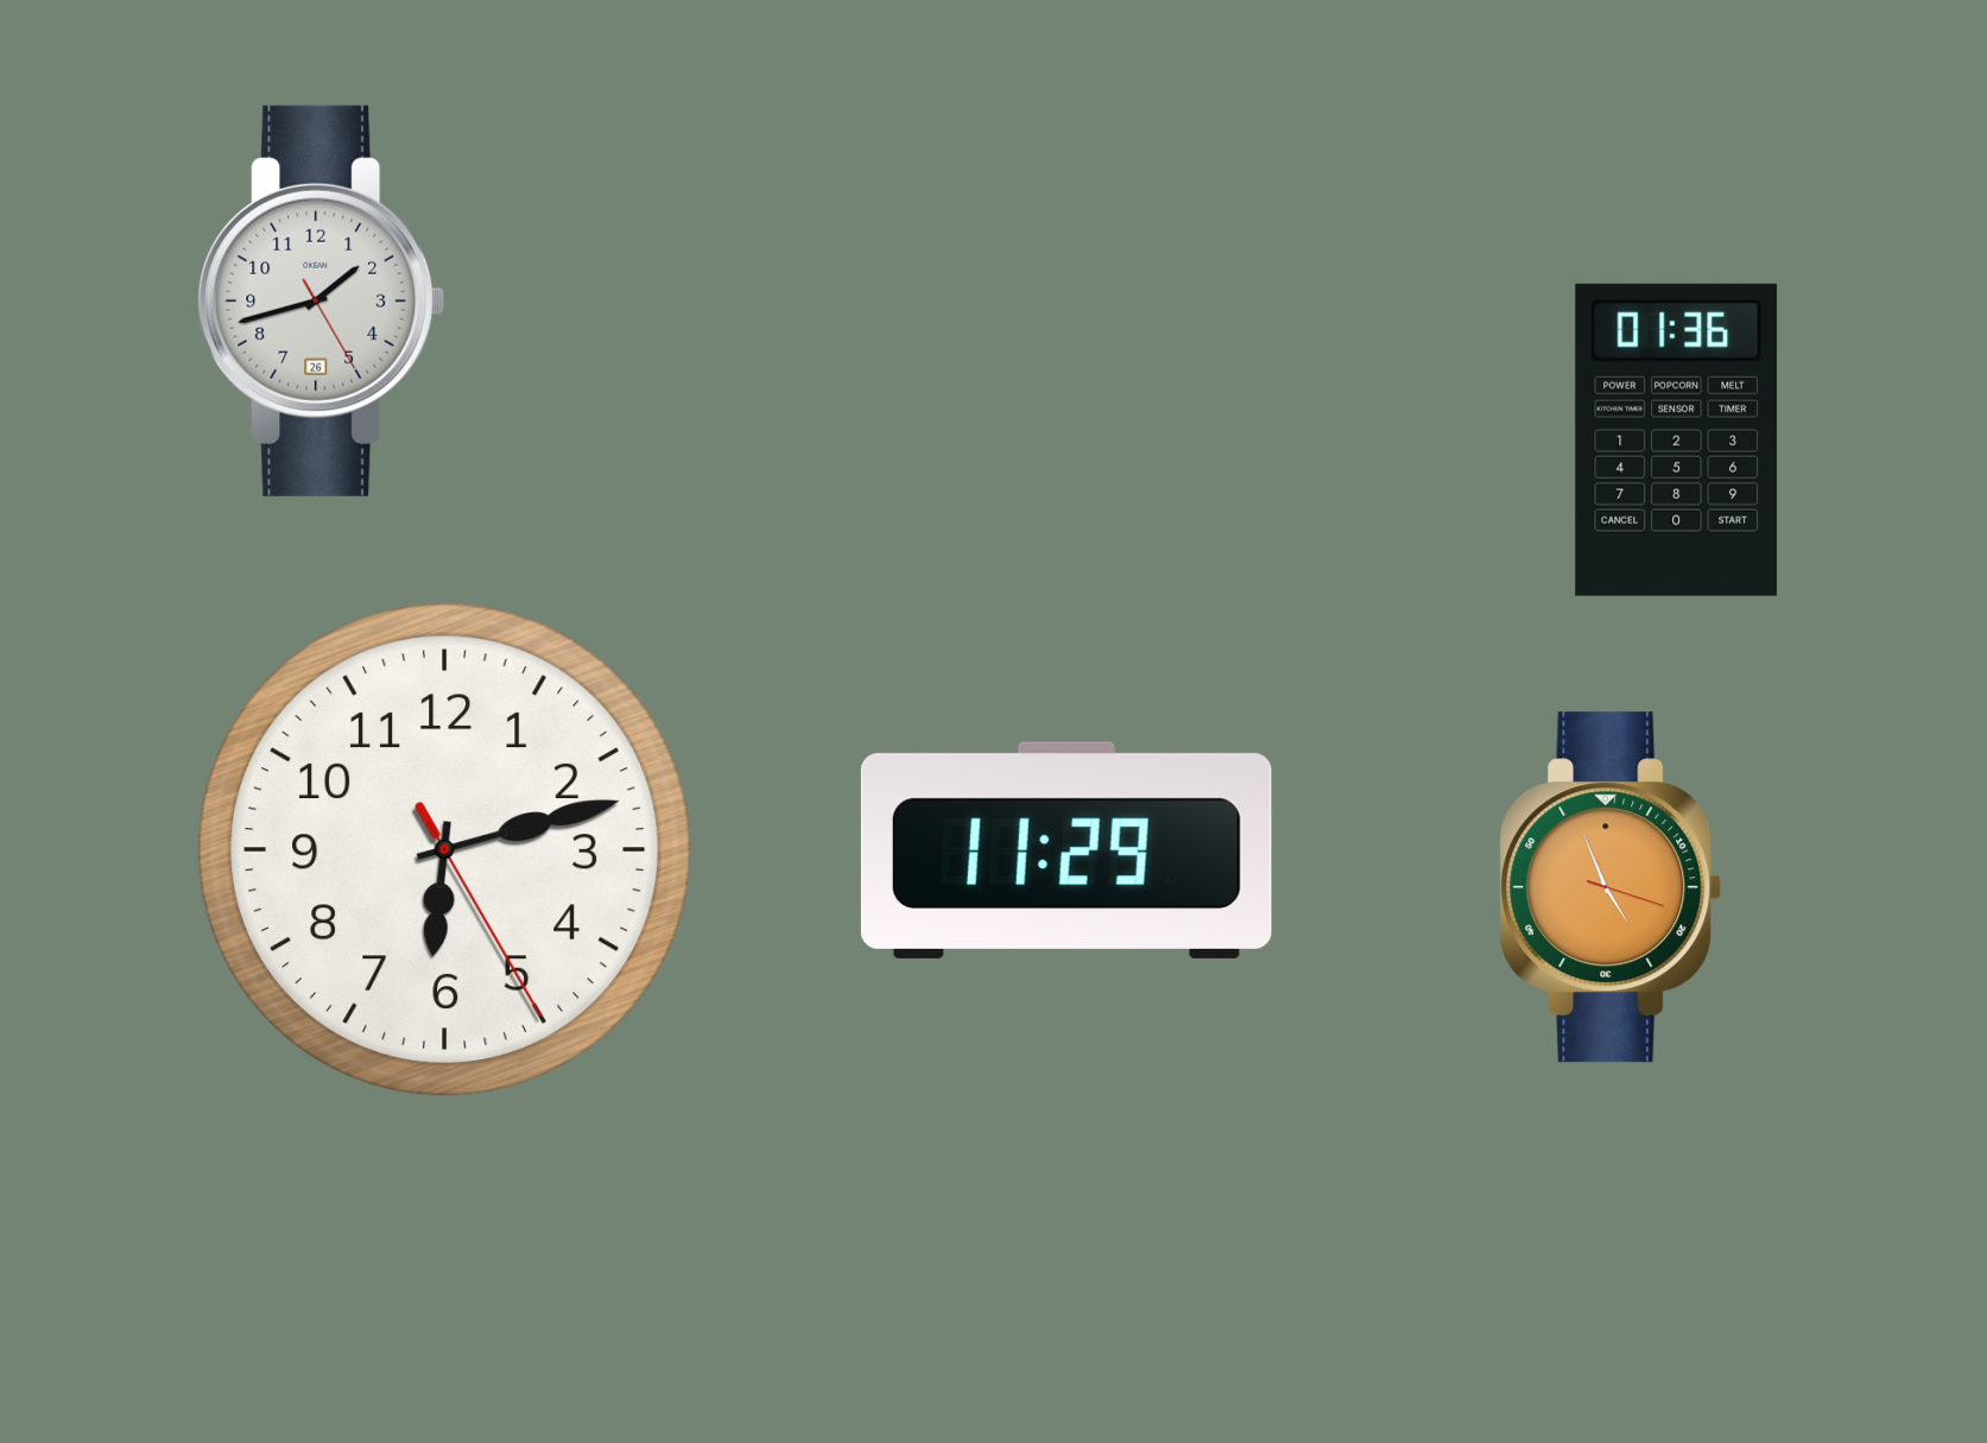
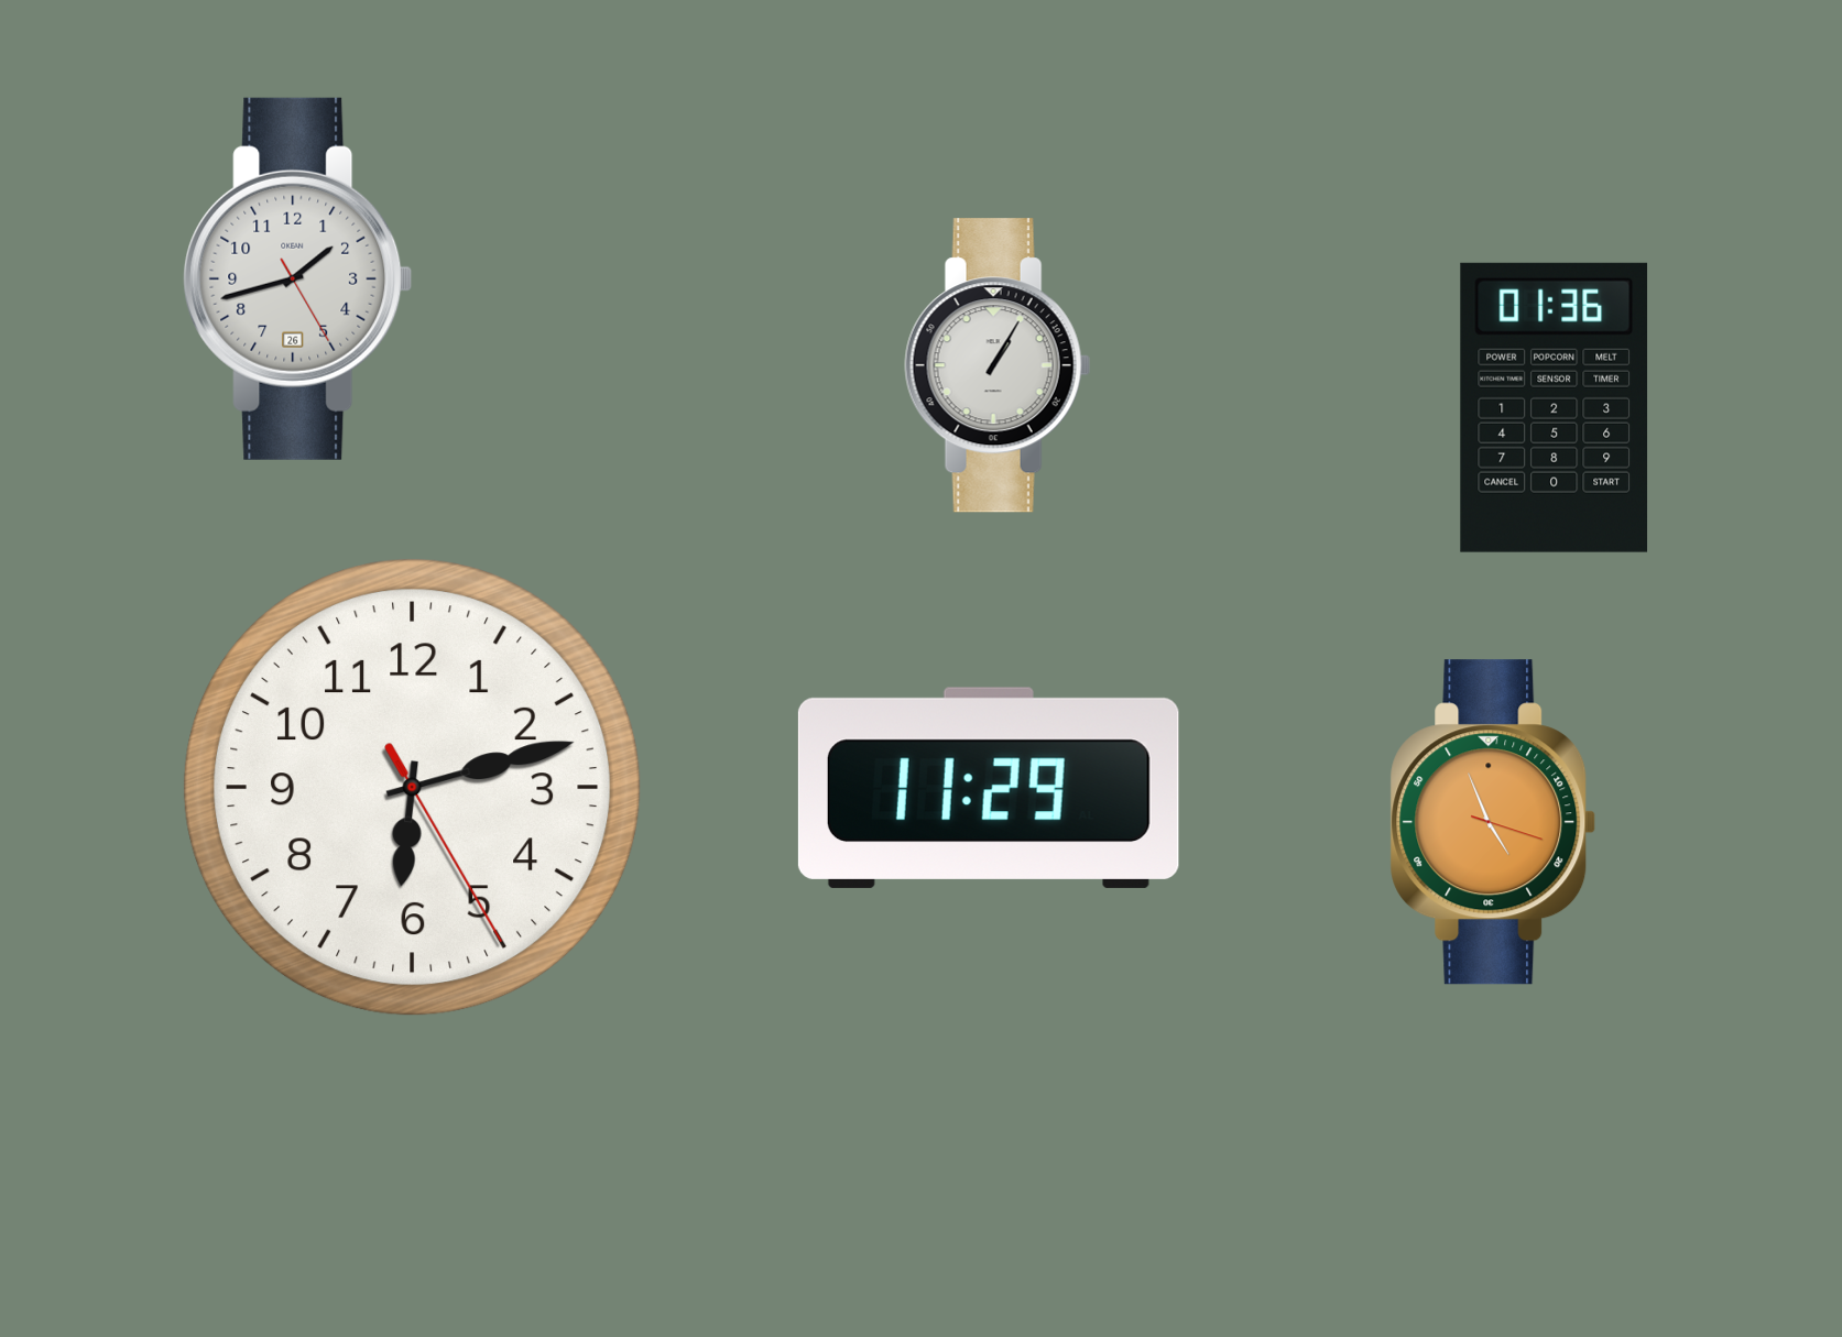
clock at (998, 365): none -> 1:05
